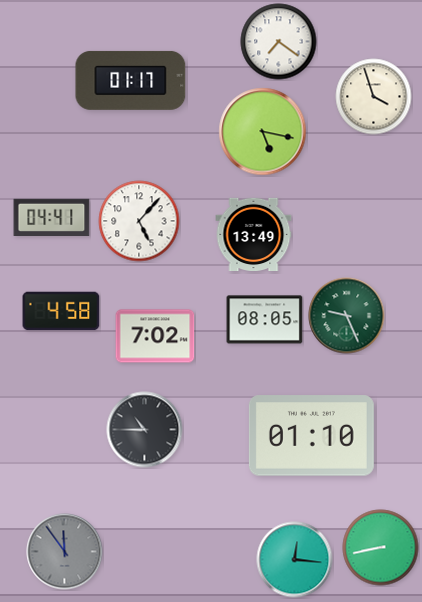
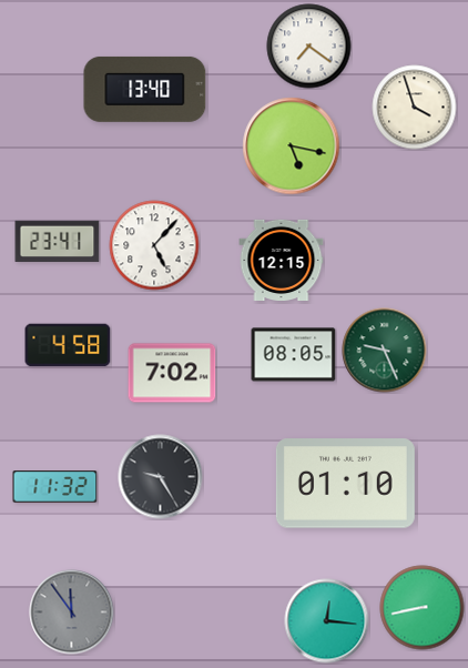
clock at (131, 80): 01:17 -> 13:40
clock at (52, 217): 04:41 -> 23:41
clock at (254, 235): 13:49 -> 12:15
clock at (145, 430): 10:45 -> 9:25
clock at (55, 487): none -> 11:32
